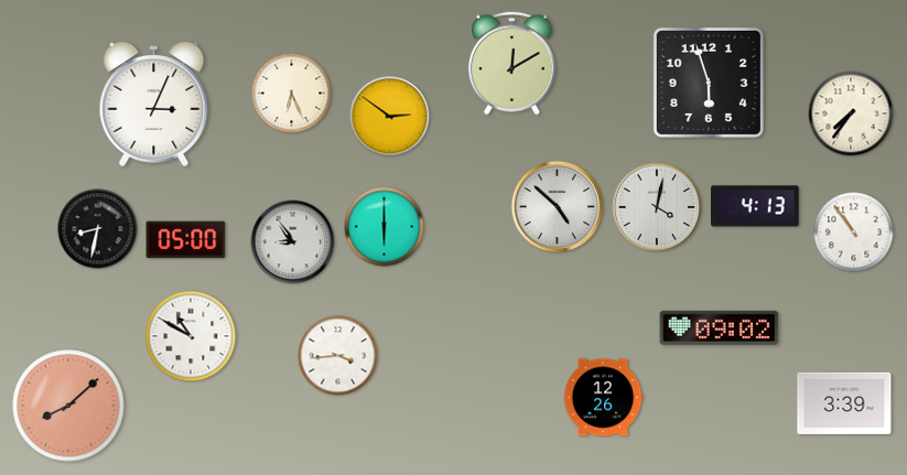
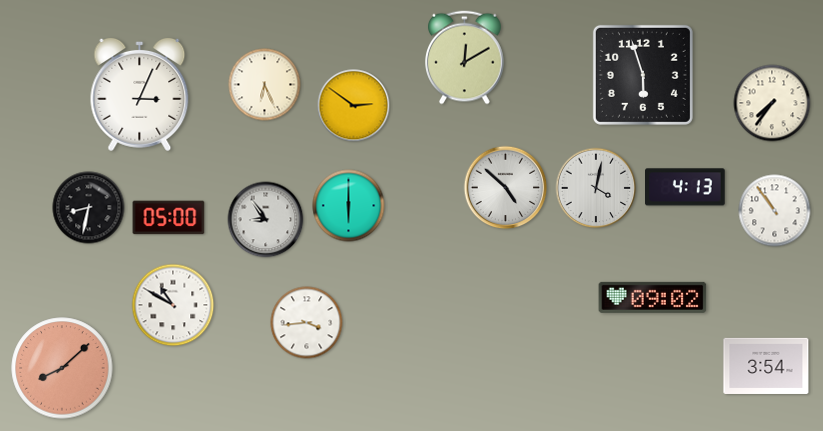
clock at (603, 398): 12:26 -> none
clock at (844, 403): 3:39 -> 3:54
